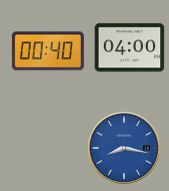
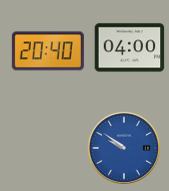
clock at (48, 51): 00:40 -> 20:40
clock at (124, 148): 8:17 -> 9:51
